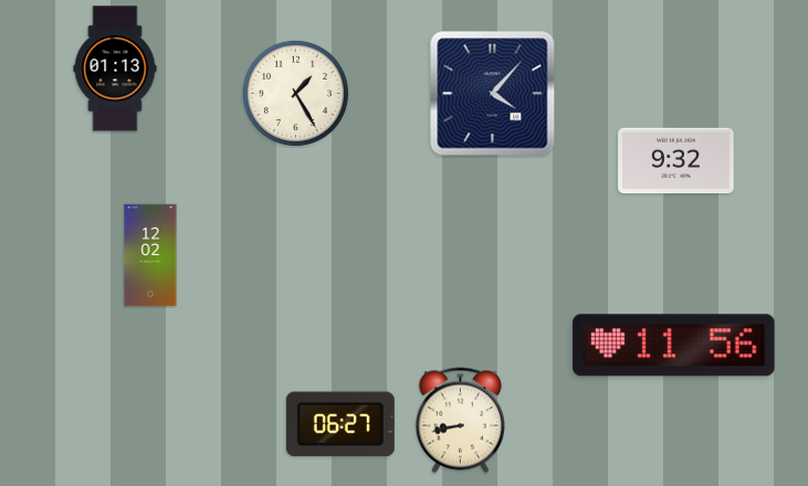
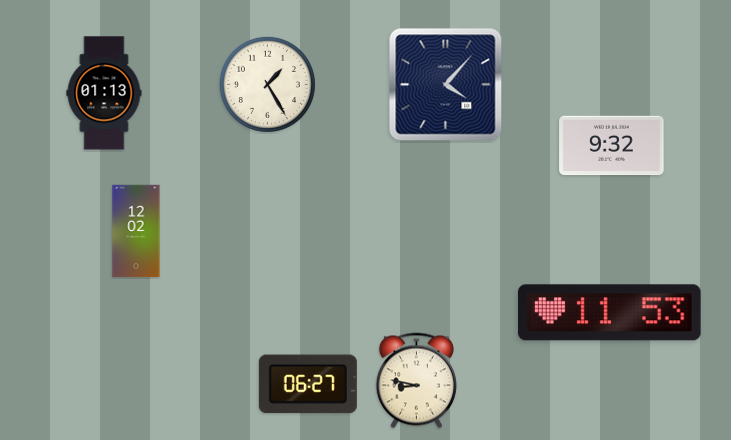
clock at (115, 68) position: (115, 68) -> (104, 93)
clock at (674, 346): 11:56 -> 11:53
clock at (460, 421): 8:43 -> 8:47
